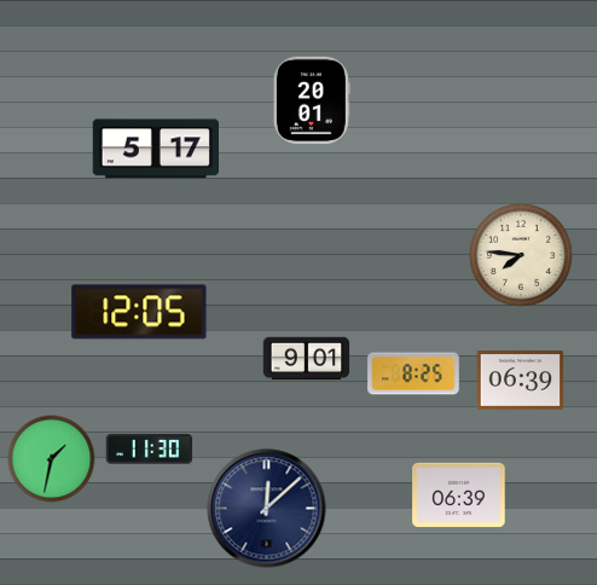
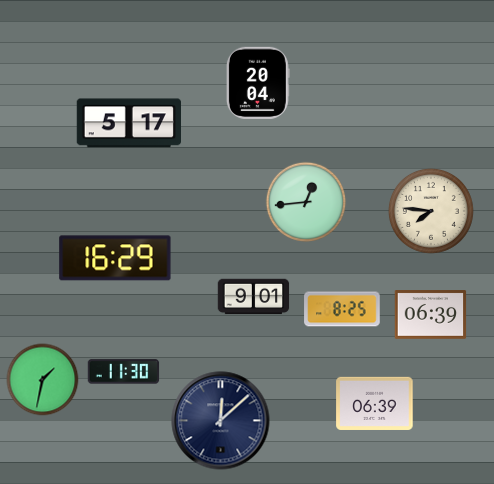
clock at (312, 100): 20:01 -> 20:04
clock at (306, 202): none -> 12:44
clock at (139, 312): 12:05 -> 16:29
clock at (459, 494) position: (459, 494) -> (375, 403)
